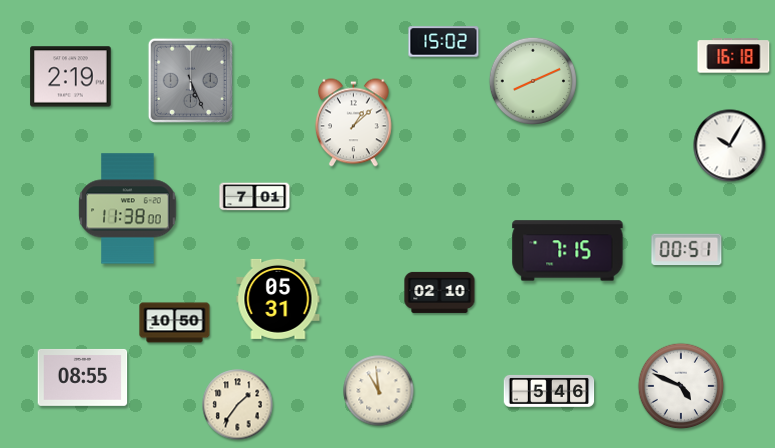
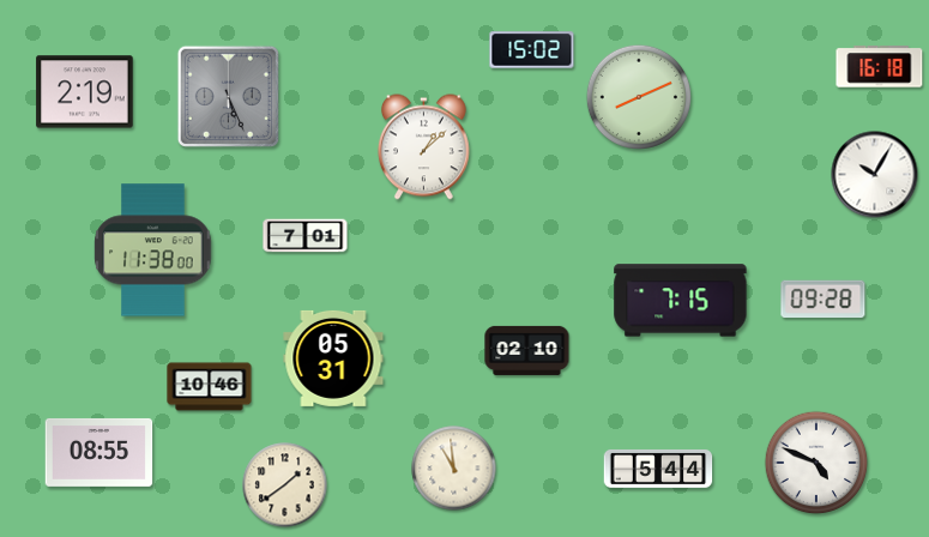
clock at (687, 250): 00:51 -> 09:28
clock at (175, 323): 10:50 -> 10:46
clock at (549, 391): 5:46 -> 5:44
clock at (238, 405): 1:36 -> 1:39
